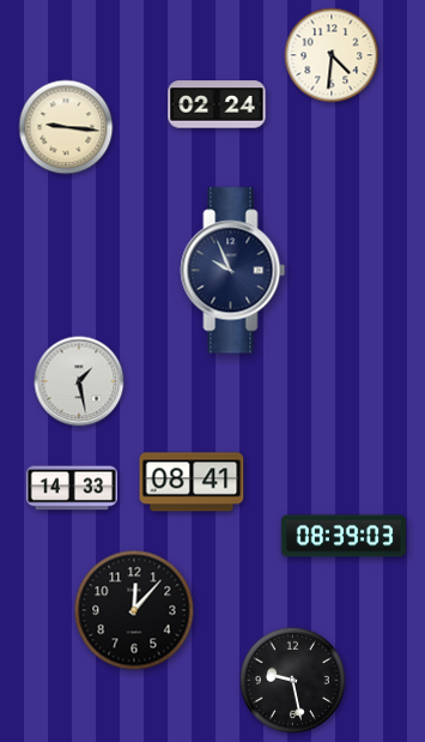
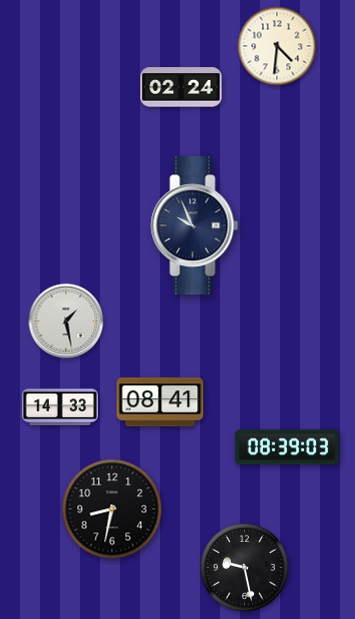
clock at (66, 127): 9:16 -> none
clock at (79, 381) position: (79, 381) -> (66, 321)
clock at (134, 610): 12:07 -> 8:32
